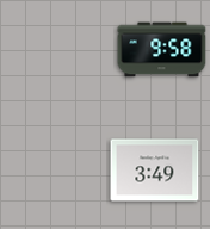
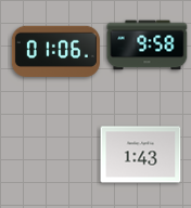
clock at (55, 51): none -> 01:06
clock at (155, 171): 3:49 -> 1:43
